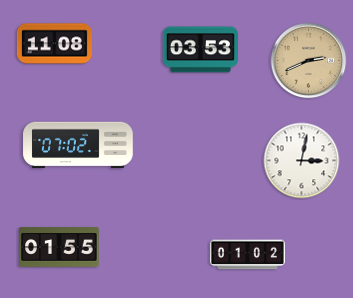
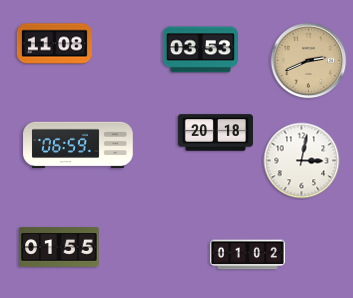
clock at (215, 133): none -> 20:18
clock at (78, 145): 07:02 -> 06:59
